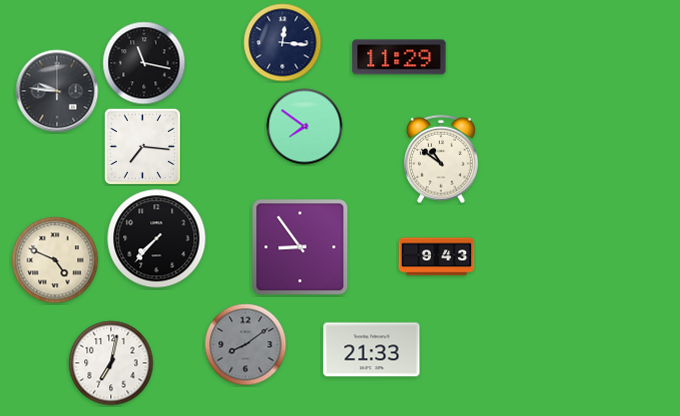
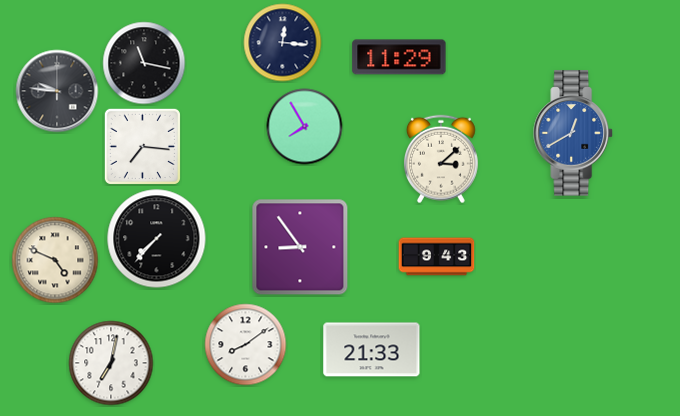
clock at (305, 127): 7:51 -> 7:55
clock at (573, 133): none -> 12:40
clock at (441, 159): 10:51 -> 3:08
clock at (246, 345) dial: grey -> white
